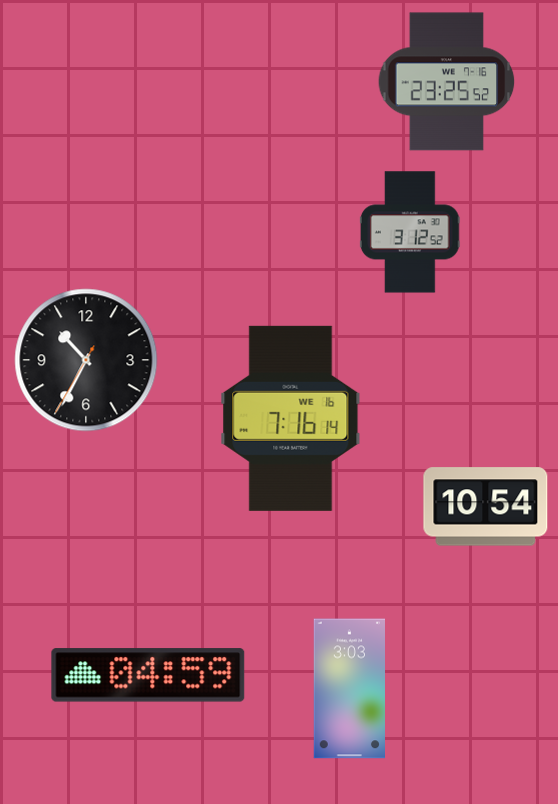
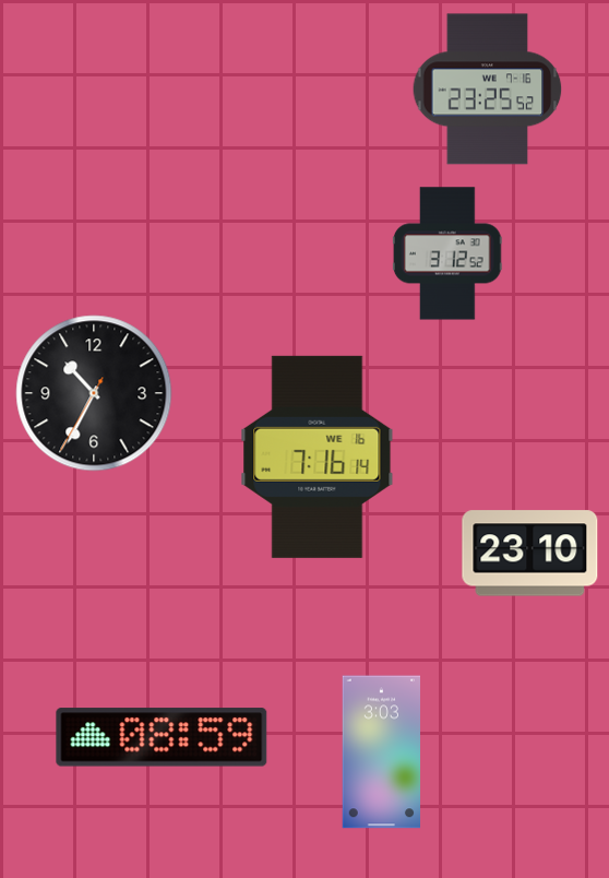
clock at (486, 507): 10:54 -> 23:10
clock at (148, 675): 04:59 -> 08:59
